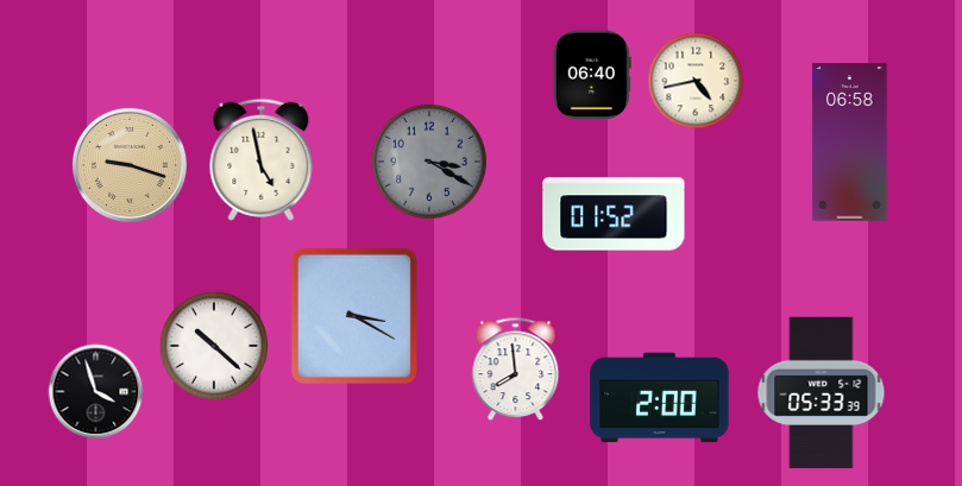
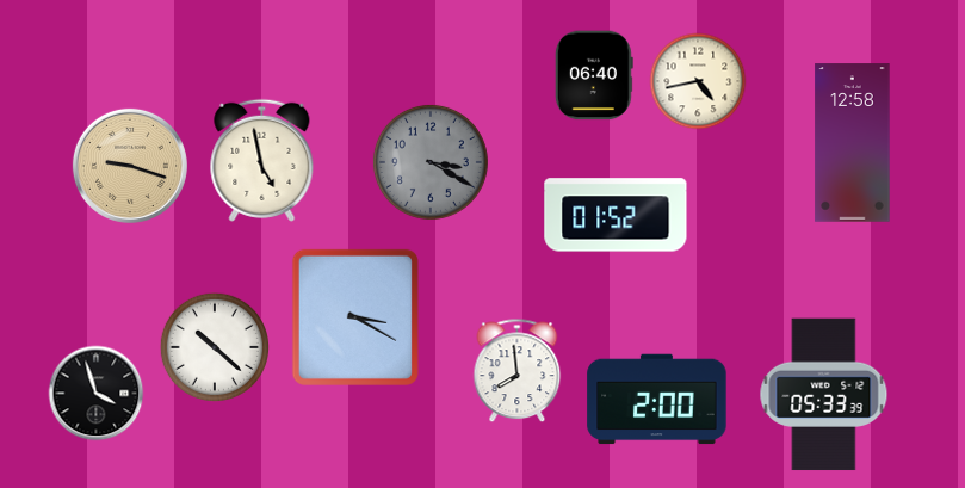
clock at (850, 143): 06:58 -> 12:58
clock at (660, 398) position: (660, 398) -> (657, 400)
